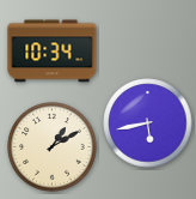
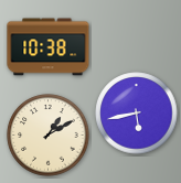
clock at (53, 52): 10:34 -> 10:38
